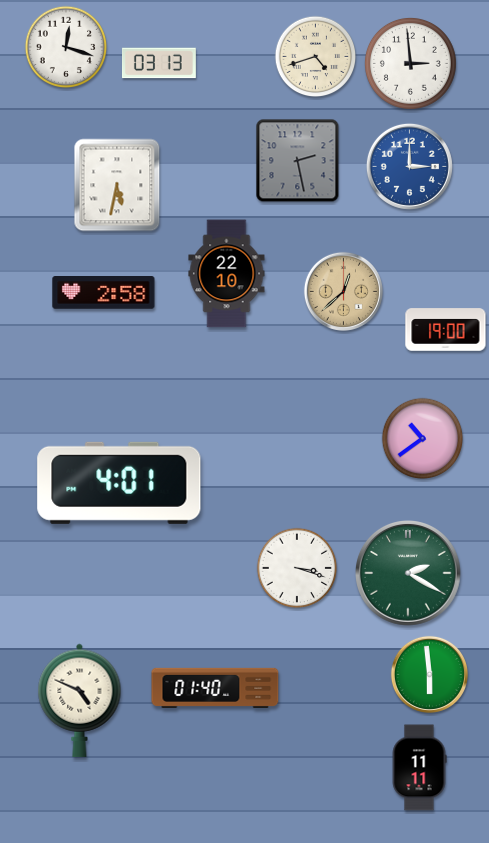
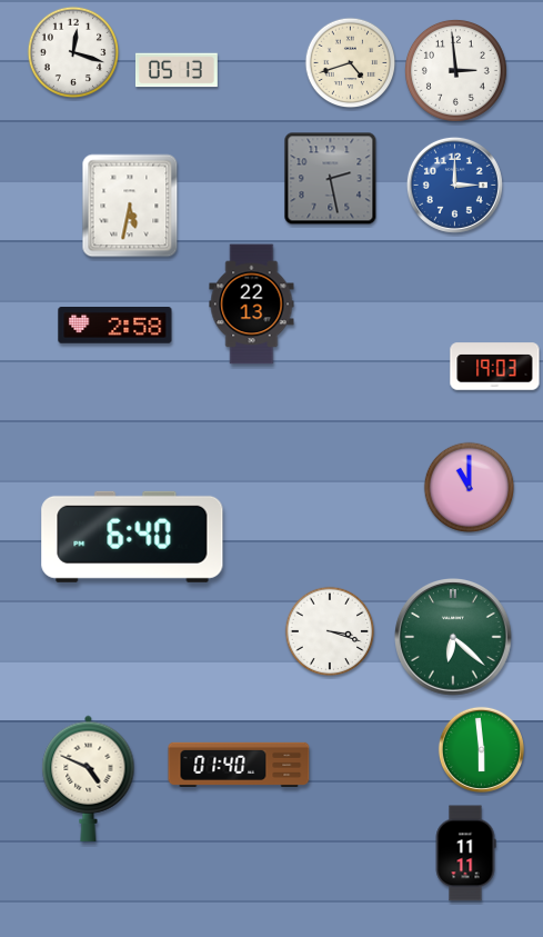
clock at (159, 63): 03:13 -> 05:13
clock at (227, 274): 22:10 -> 22:13
clock at (343, 291): 12:38 -> none
clock at (446, 330): 19:00 -> 19:03
clock at (423, 439): 10:39 -> 11:00
clock at (119, 483): 4:01 -> 6:40
clock at (409, 574): 2:20 -> 6:22
clock at (429, 674) position: (429, 674) -> (481, 749)
